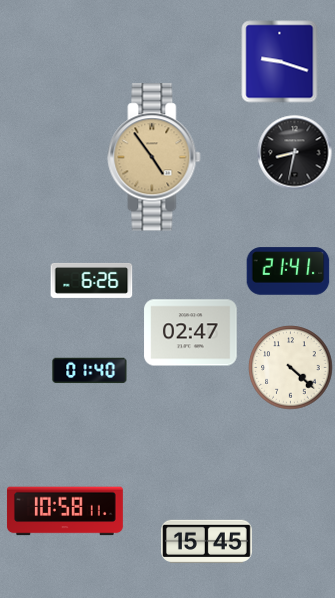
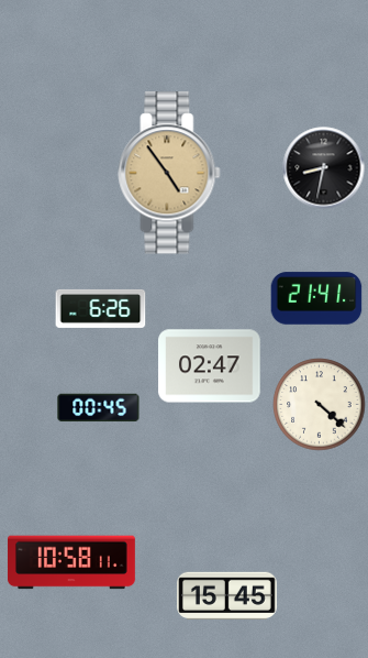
clock at (280, 62): 9:18 -> none
clock at (90, 371): 01:40 -> 00:45
